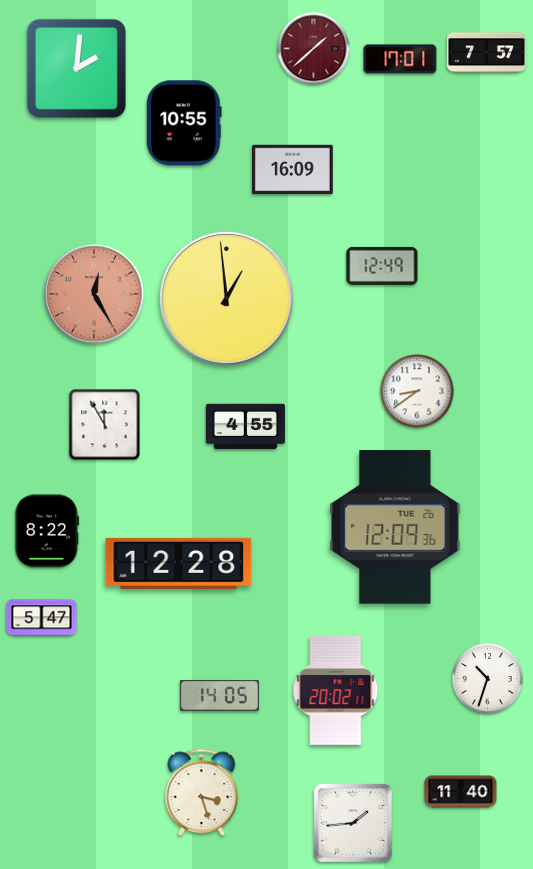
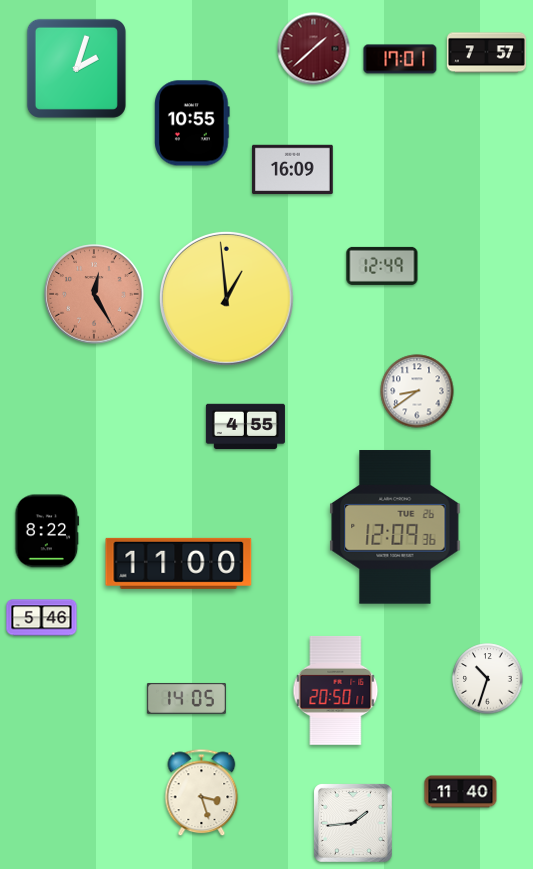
clock at (76, 68): 2:01 -> 2:03
clock at (184, 123) position: (184, 123) -> (192, 123)
clock at (105, 425): 11:55 -> none
clock at (179, 563): 12:28 -> 11:00
clock at (42, 618): 5:47 -> 5:46
clock at (336, 690): 20:02 -> 20:50
clock at (219, 695) position: (219, 695) -> (186, 698)
